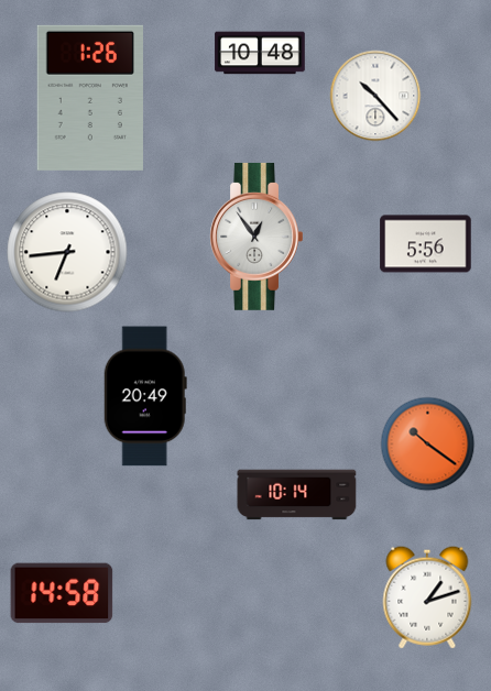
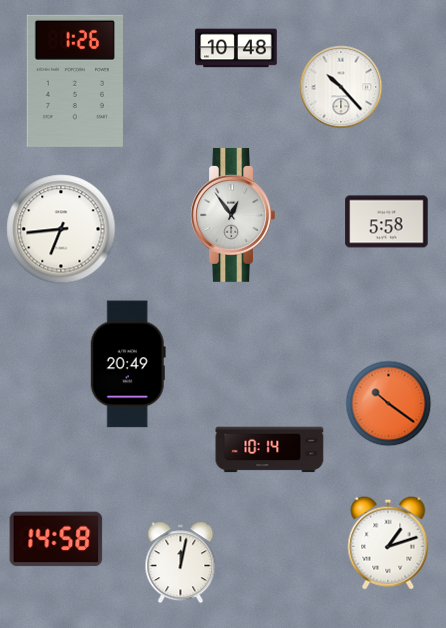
clock at (90, 98) position: (90, 98) -> (75, 81)
clock at (426, 244): 5:56 -> 5:58
clock at (145, 396) position: (145, 396) -> (128, 364)
clock at (181, 563): none -> 12:02
